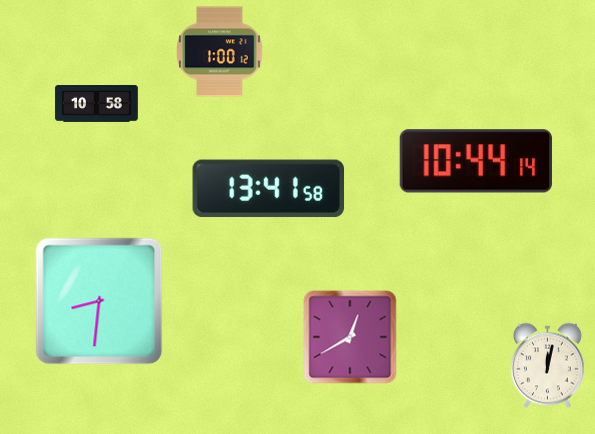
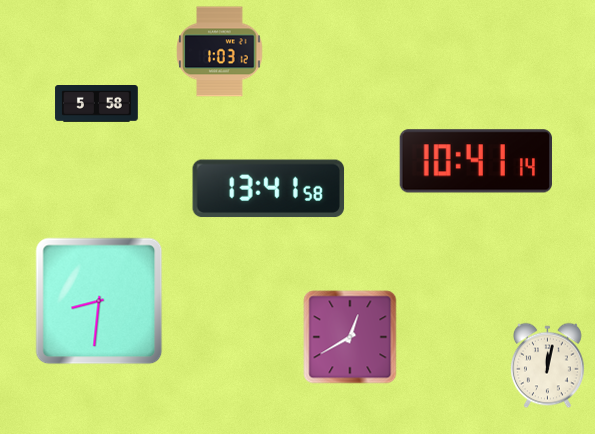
clock at (220, 52): 1:00 -> 1:03
clock at (97, 104): 10:58 -> 5:58
clock at (475, 161): 10:44 -> 10:41
